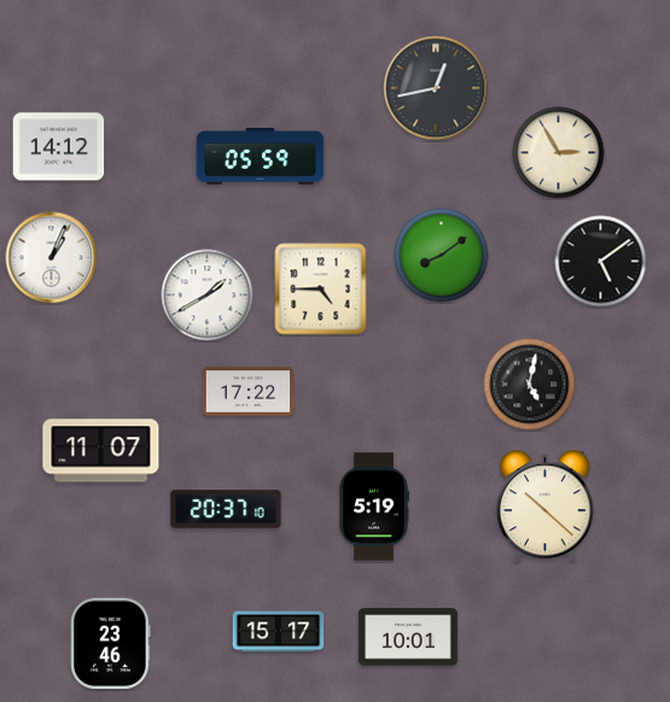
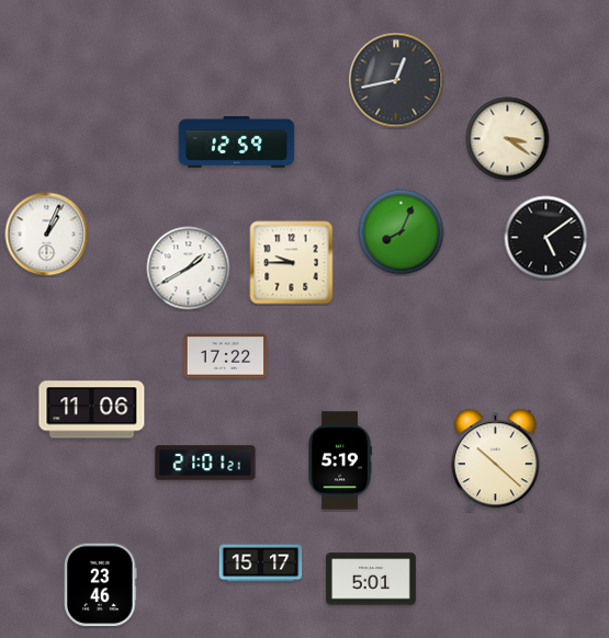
clock at (59, 147): 14:12 -> none
clock at (559, 153): 2:55 -> 3:21
clock at (261, 157): 05:59 -> 12:59
clock at (442, 256): 8:09 -> 8:04
clock at (321, 289): 4:45 -> 9:45
clock at (530, 385): 5:02 -> none
clock at (101, 451): 11:07 -> 11:06
clock at (226, 509): 20:37 -> 21:01
clock at (279, 632) position: (279, 632) -> (261, 563)
clock at (408, 637): 10:01 -> 5:01
